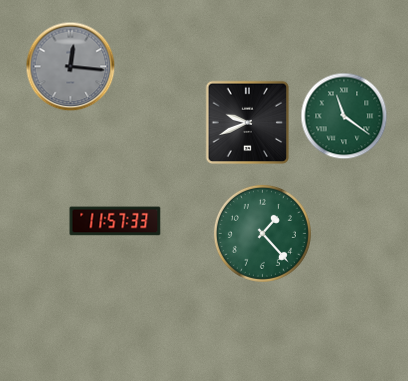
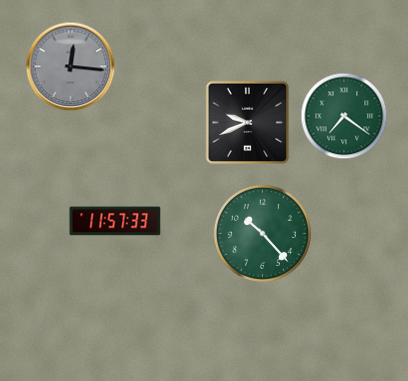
clock at (344, 116): 11:21 -> 7:21
clock at (262, 233): 1:23 -> 10:23
